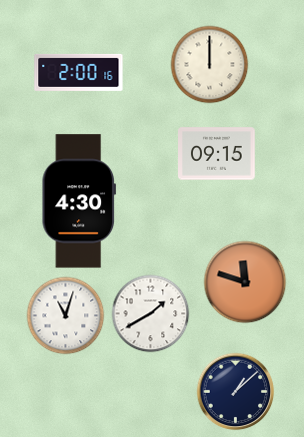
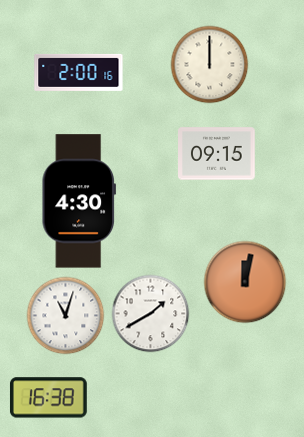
clock at (245, 282): 11:48 -> 12:02
clock at (235, 391): 1:08 -> none
clock at (48, 398): none -> 16:38
